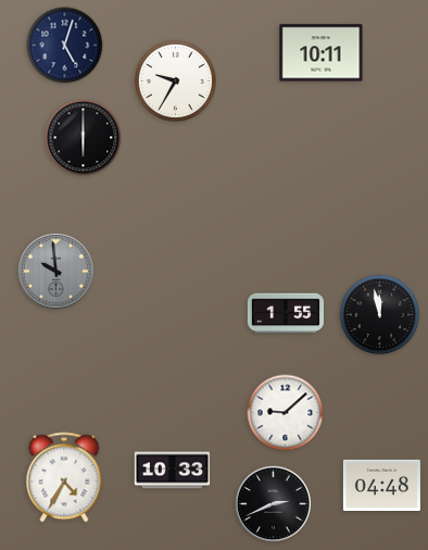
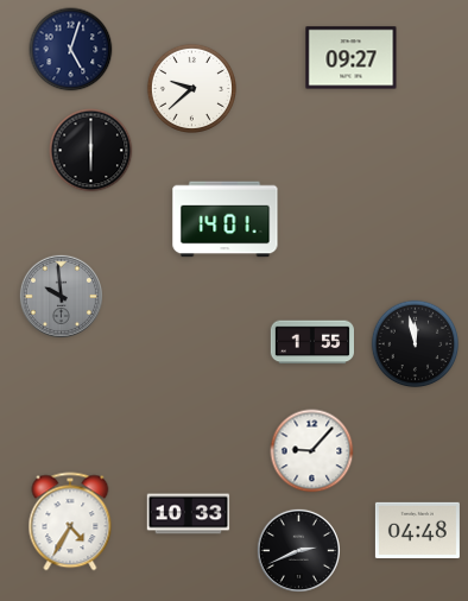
clock at (322, 53): 10:11 -> 09:27
clock at (175, 80): 9:35 -> 9:38
clock at (226, 220): none -> 14:01
clock at (286, 413): 9:08 -> 9:07
